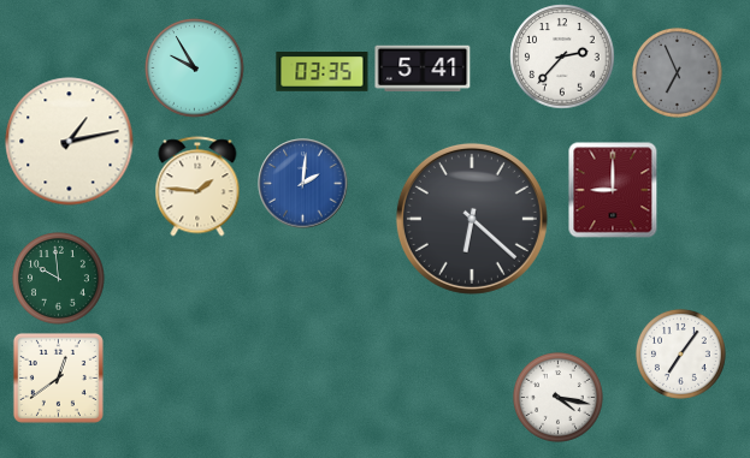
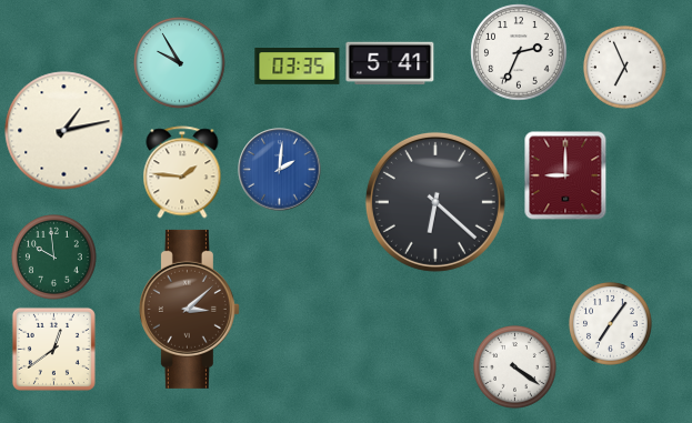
clock at (562, 56): 2:37 -> 2:34
clock at (677, 72) dial: grey -> white
clock at (189, 309): none -> 3:08
clock at (680, 353) position: (680, 353) -> (610, 323)
clock at (557, 397): 4:17 -> 4:21
